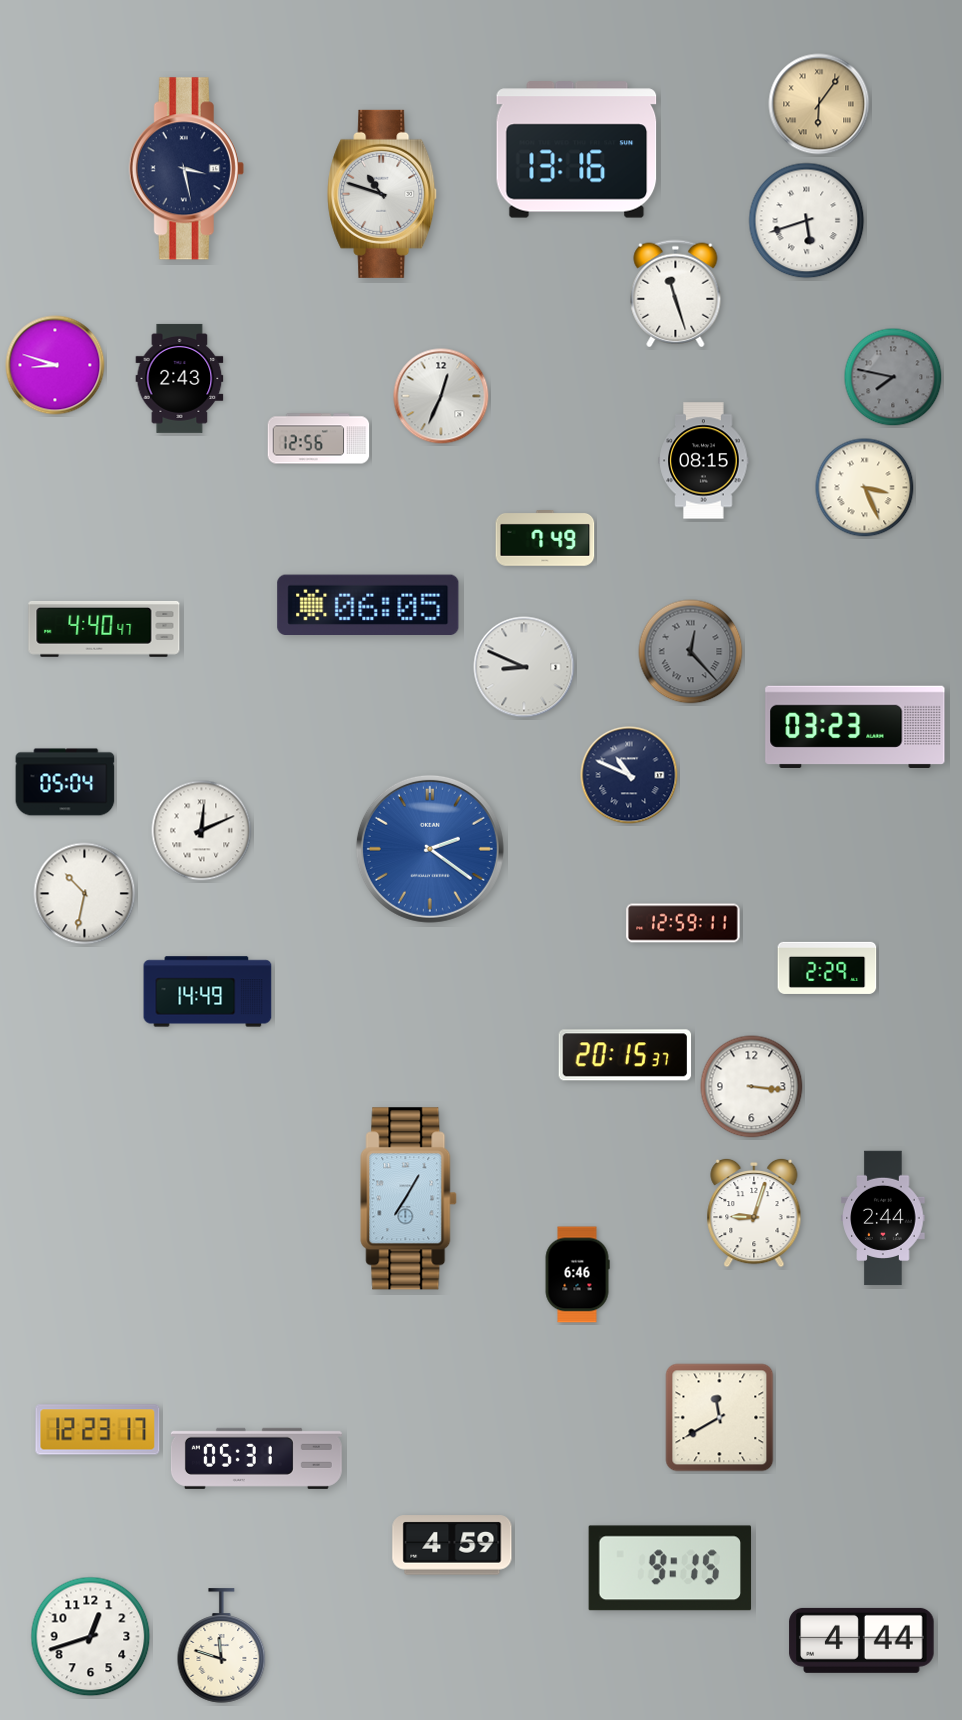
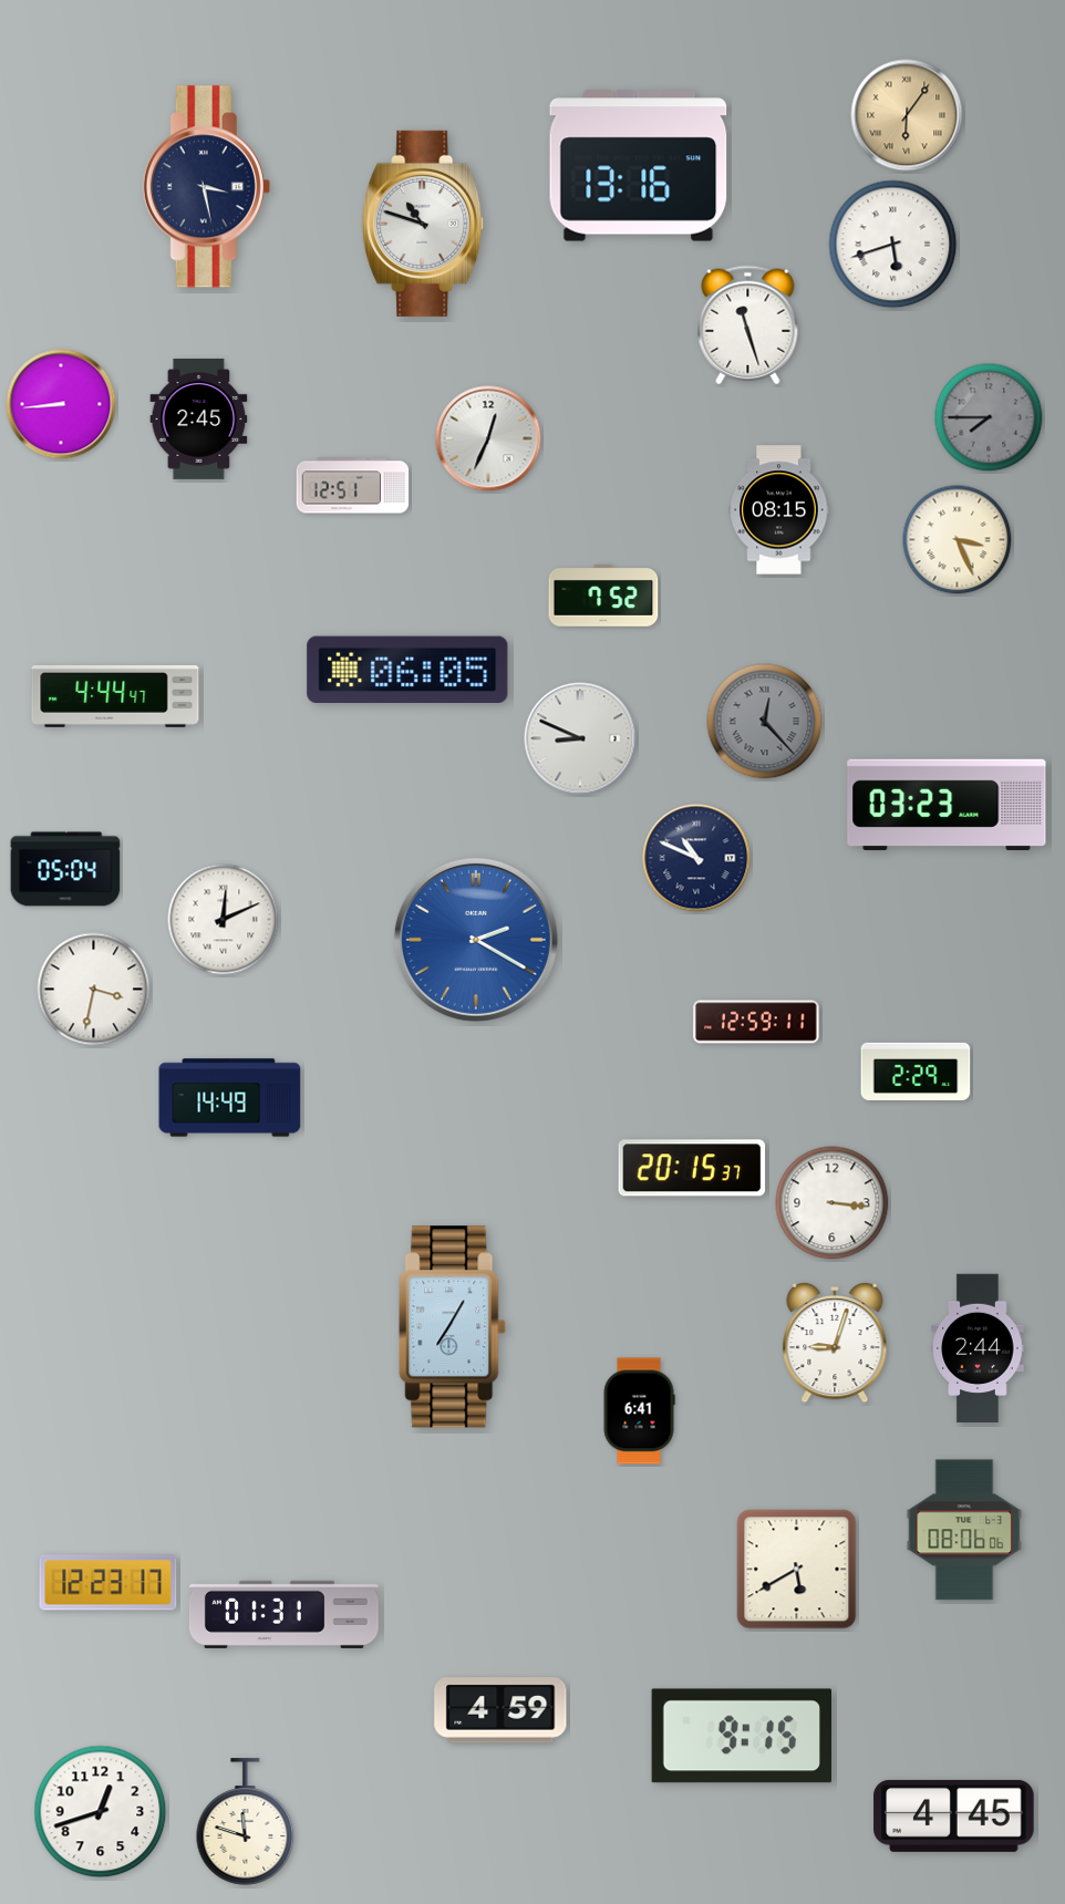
clock at (383, 194) position: (383, 194) -> (424, 224)
clock at (55, 365): 8:48 -> 8:44
clock at (893, 377): 7:47 -> 7:45
clock at (180, 378): 2:43 -> 2:45
clock at (319, 439): 12:56 -> 12:51
clock at (545, 539): 7:49 -> 7:52
clock at (104, 629): 4:40 -> 4:44
clock at (65, 782) position: (65, 782) -> (65, 869)
clock at (430, 849): 2:21 -> 2:20
clock at (85, 894): 10:32 -> 3:32
clock at (577, 1275): 6:46 -> 6:41
clock at (964, 1530): none -> 08:06
clock at (720, 1418): 11:40 -> 5:40
clock at (256, 1458): 05:31 -> 01:31
clock at (862, 1640): 4:44 -> 4:45
